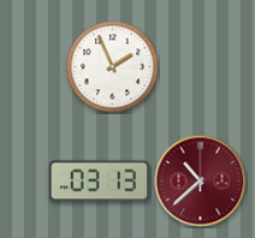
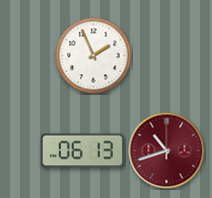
clock at (99, 182): 03:13 -> 06:13
clock at (201, 182): 10:38 -> 10:42
